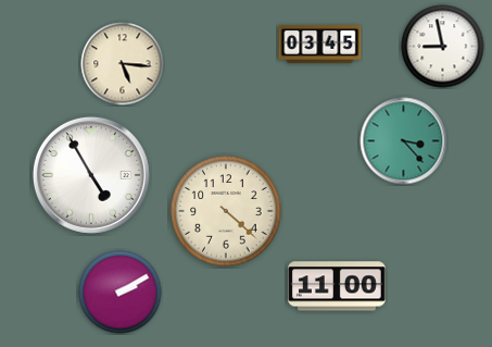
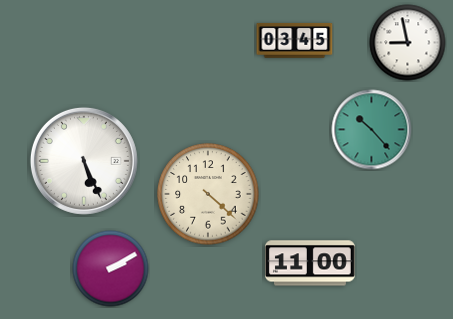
clock at (123, 64): 5:16 -> none
clock at (404, 141): 3:23 -> 10:23
clock at (91, 175): 4:55 -> 5:26
